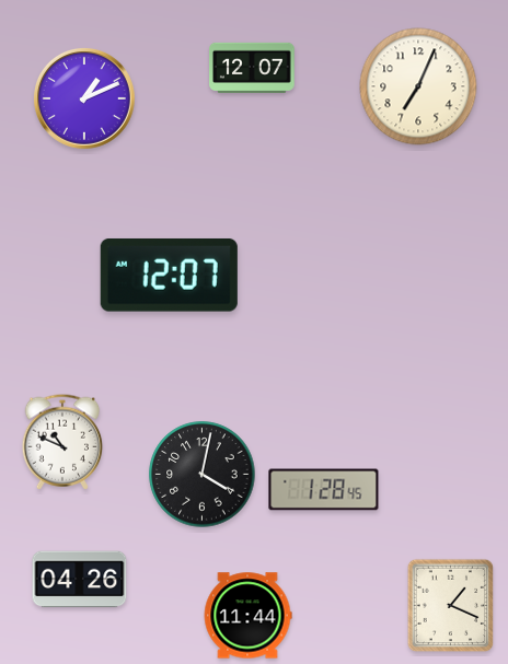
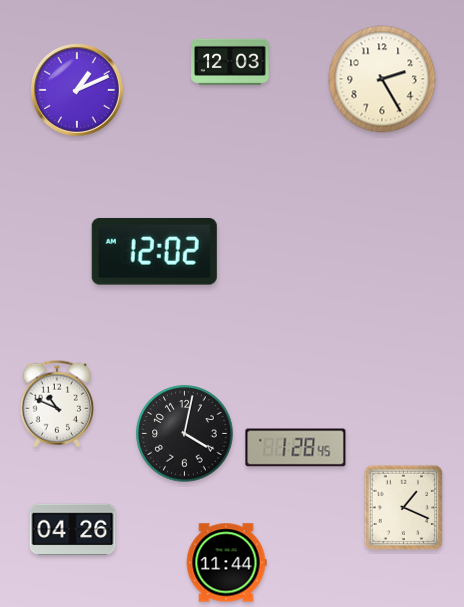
clock at (252, 68): 12:07 -> 12:03
clock at (418, 86): 7:04 -> 2:25
clock at (169, 275): 12:07 -> 12:02
clock at (451, 606) position: (451, 606) -> (404, 508)
